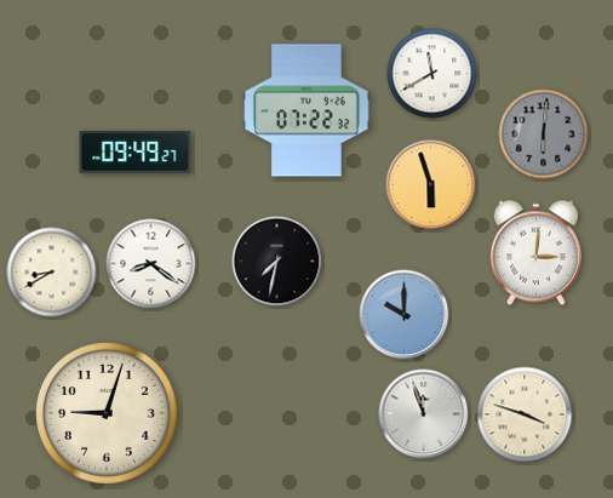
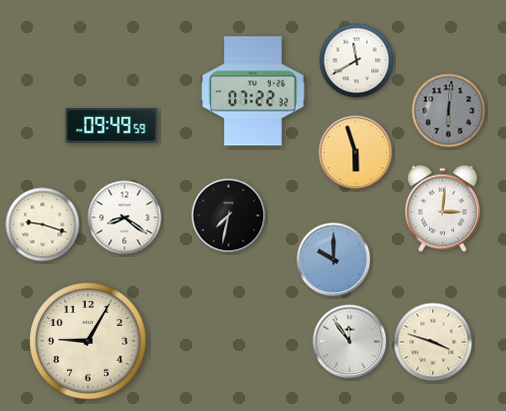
clock at (136, 153): 09:49:27 -> 09:49:59
clock at (52, 273): 8:40 -> 9:18
clock at (108, 414): 9:03 -> 9:05
clock at (424, 414): 11:57 -> 11:54
